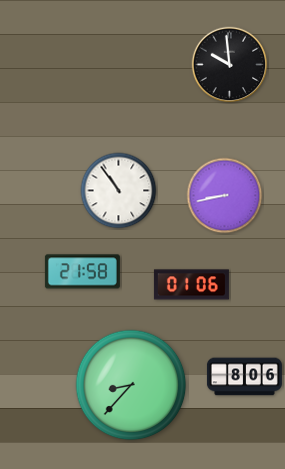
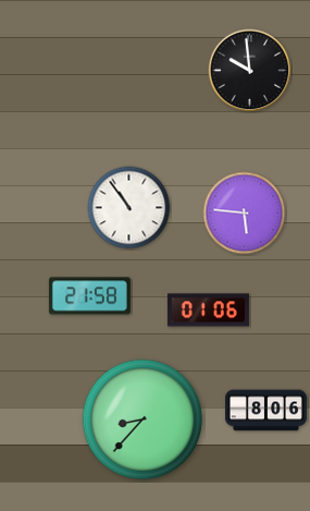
clock at (225, 196): 8:43 -> 5:46
